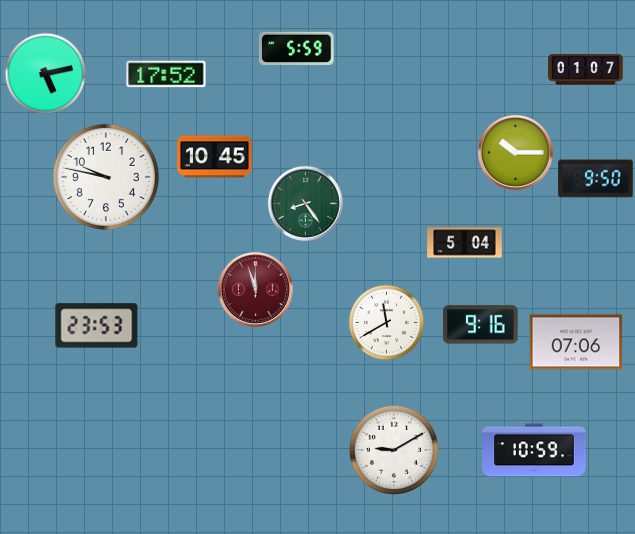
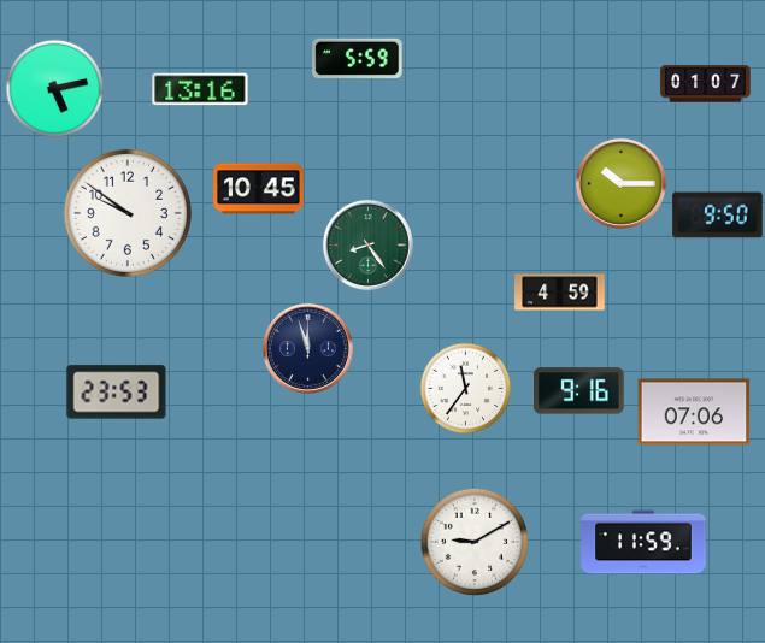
clock at (166, 74): 17:52 -> 13:16
clock at (106, 177): 9:47 -> 9:51
clock at (465, 243): 5:04 -> 4:59
clock at (255, 289) dial: burgundy -> navy
clock at (387, 323): 11:40 -> 11:36
clock at (534, 450): 10:59 -> 11:59
